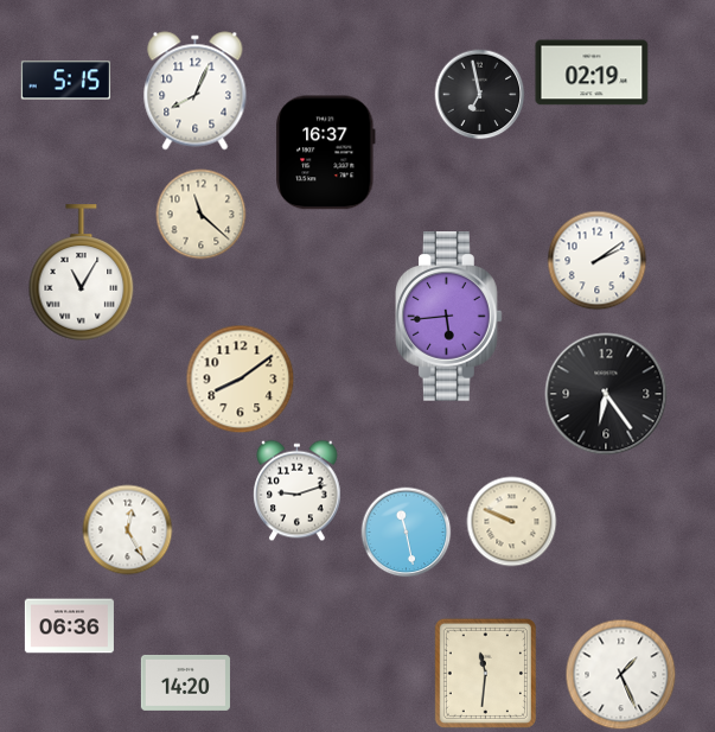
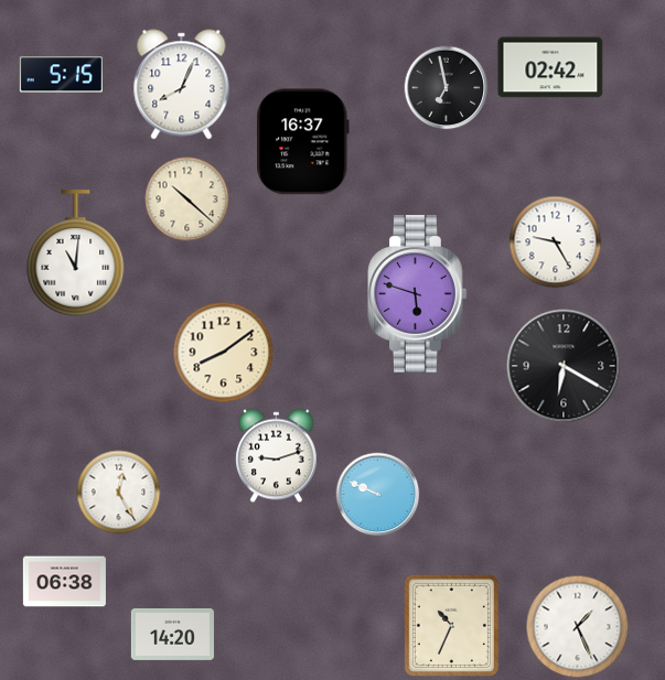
clock at (592, 72): 02:19 -> 02:42
clock at (202, 215): 11:22 -> 10:22
clock at (598, 261): 2:09 -> 9:25
clock at (82, 273): 11:05 -> 11:01
clock at (449, 317): 5:44 -> 5:48
clock at (606, 394): 6:24 -> 6:20
clock at (512, 522): 9:49 -> none
clock at (407, 533): 11:28 -> 9:49
clock at (69, 626): 06:36 -> 06:38
clock at (485, 673): 11:31 -> 10:34
